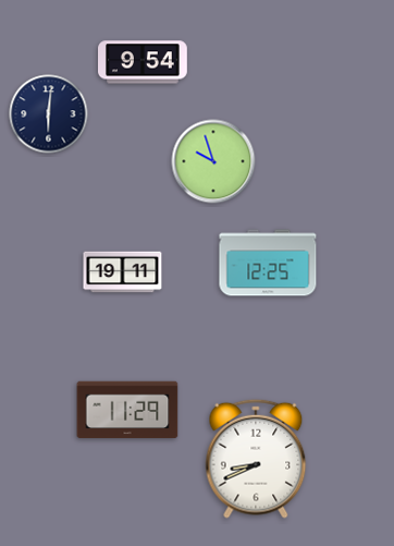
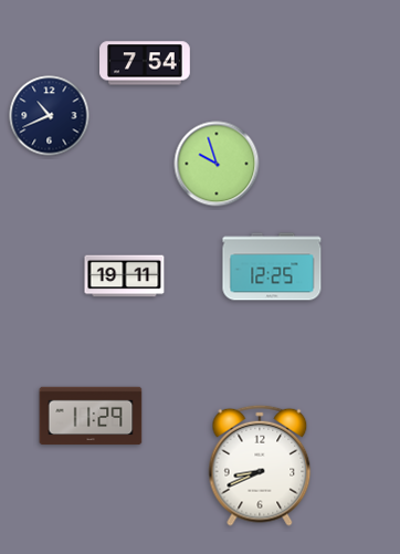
clock at (144, 62): 9:54 -> 7:54
clock at (49, 114): 6:01 -> 10:41
clock at (127, 410) position: (127, 410) -> (91, 416)
